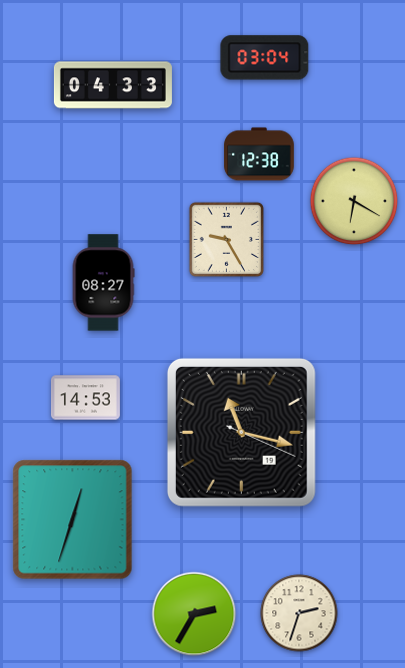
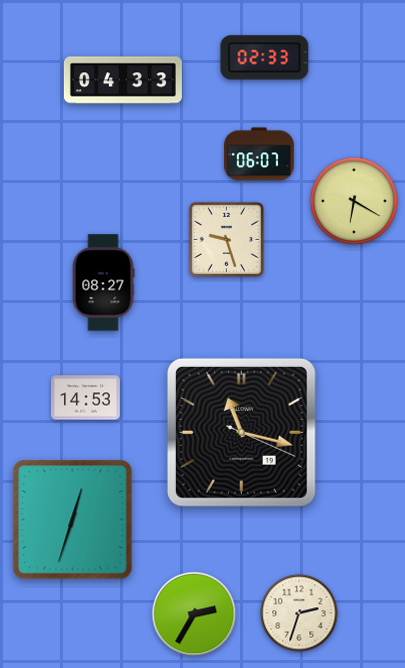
clock at (265, 58): 03:04 -> 02:33
clock at (113, 85) position: (113, 85) -> (123, 80)
clock at (259, 154): 12:38 -> 06:07
clock at (226, 239): 9:25 -> 9:27
